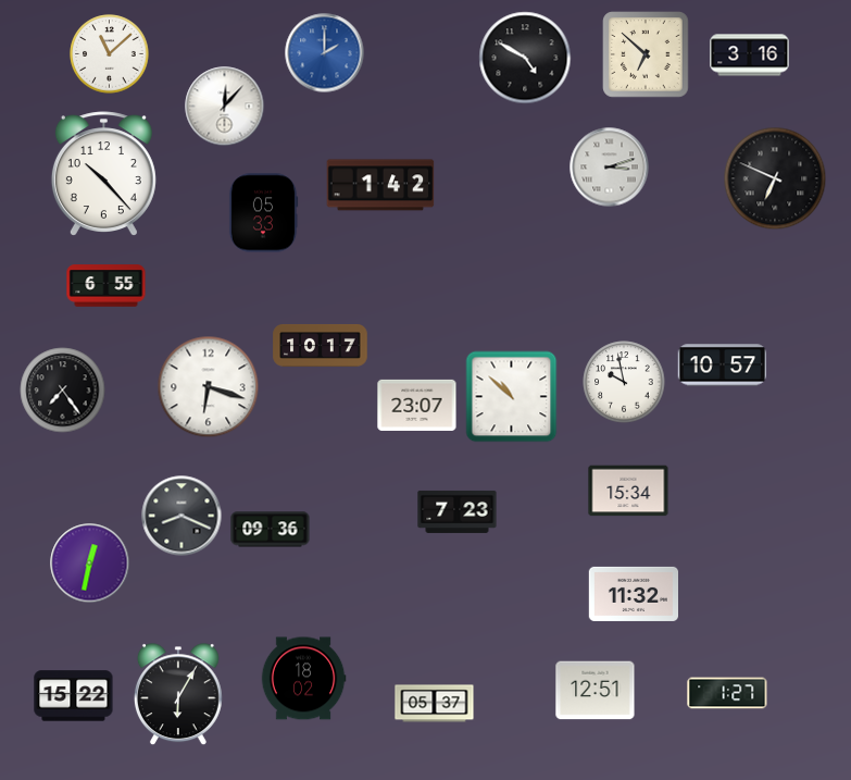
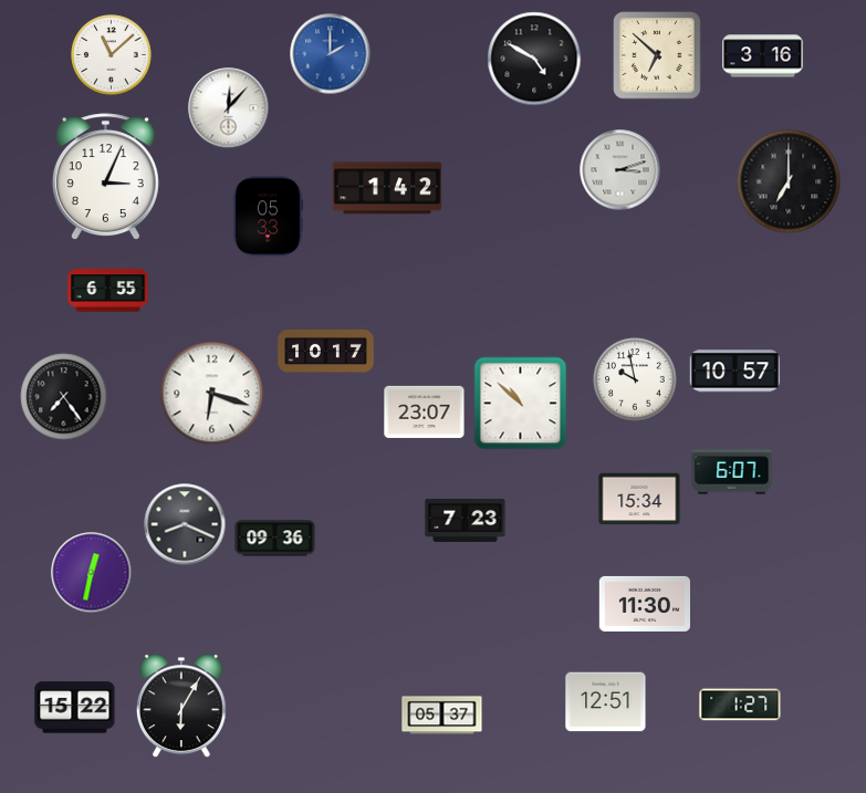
clock at (103, 173): 10:23 -> 3:04
clock at (775, 178): 6:49 -> 7:00
clock at (624, 382) position: (624, 382) -> (635, 379)
clock at (732, 472): none -> 6:07
clock at (633, 594): 11:32 -> 11:30
clock at (303, 679): 18:02 -> none
